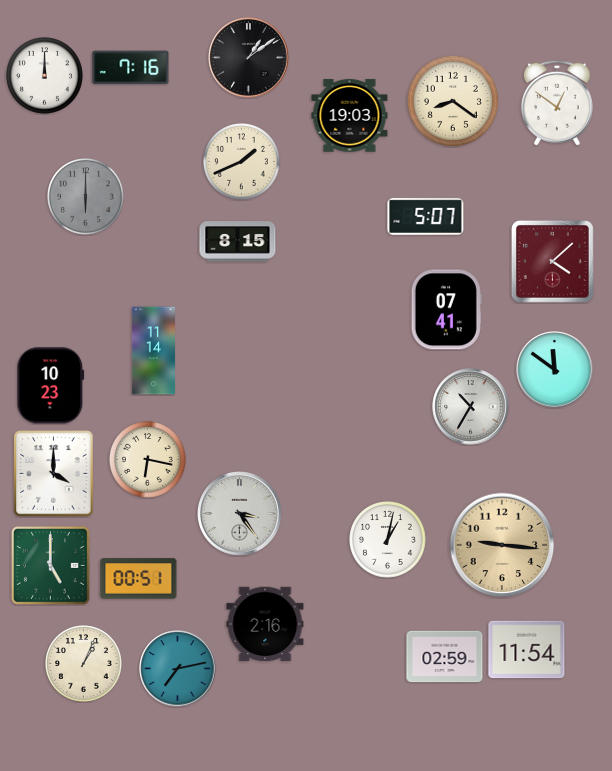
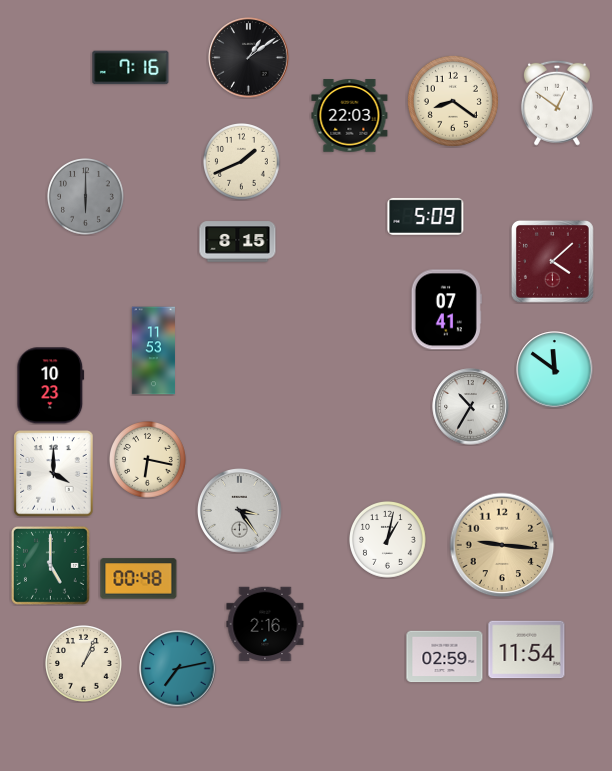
clock at (45, 76): 12:00 -> none
clock at (350, 116): 19:03 -> 22:03
clock at (426, 216): 5:07 -> 5:09
clock at (153, 351): 11:14 -> 11:53
clock at (240, 514) position: (240, 514) -> (240, 511)
clock at (139, 579): 00:51 -> 00:48
